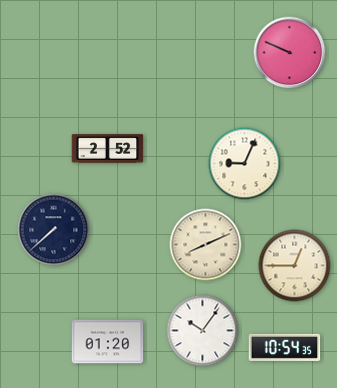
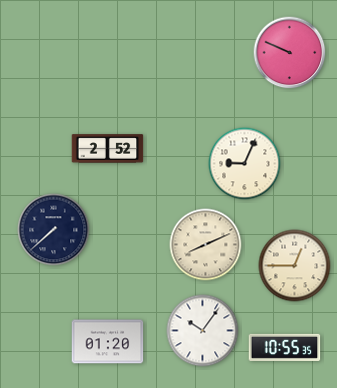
clock at (285, 347): 10:54 -> 10:55
